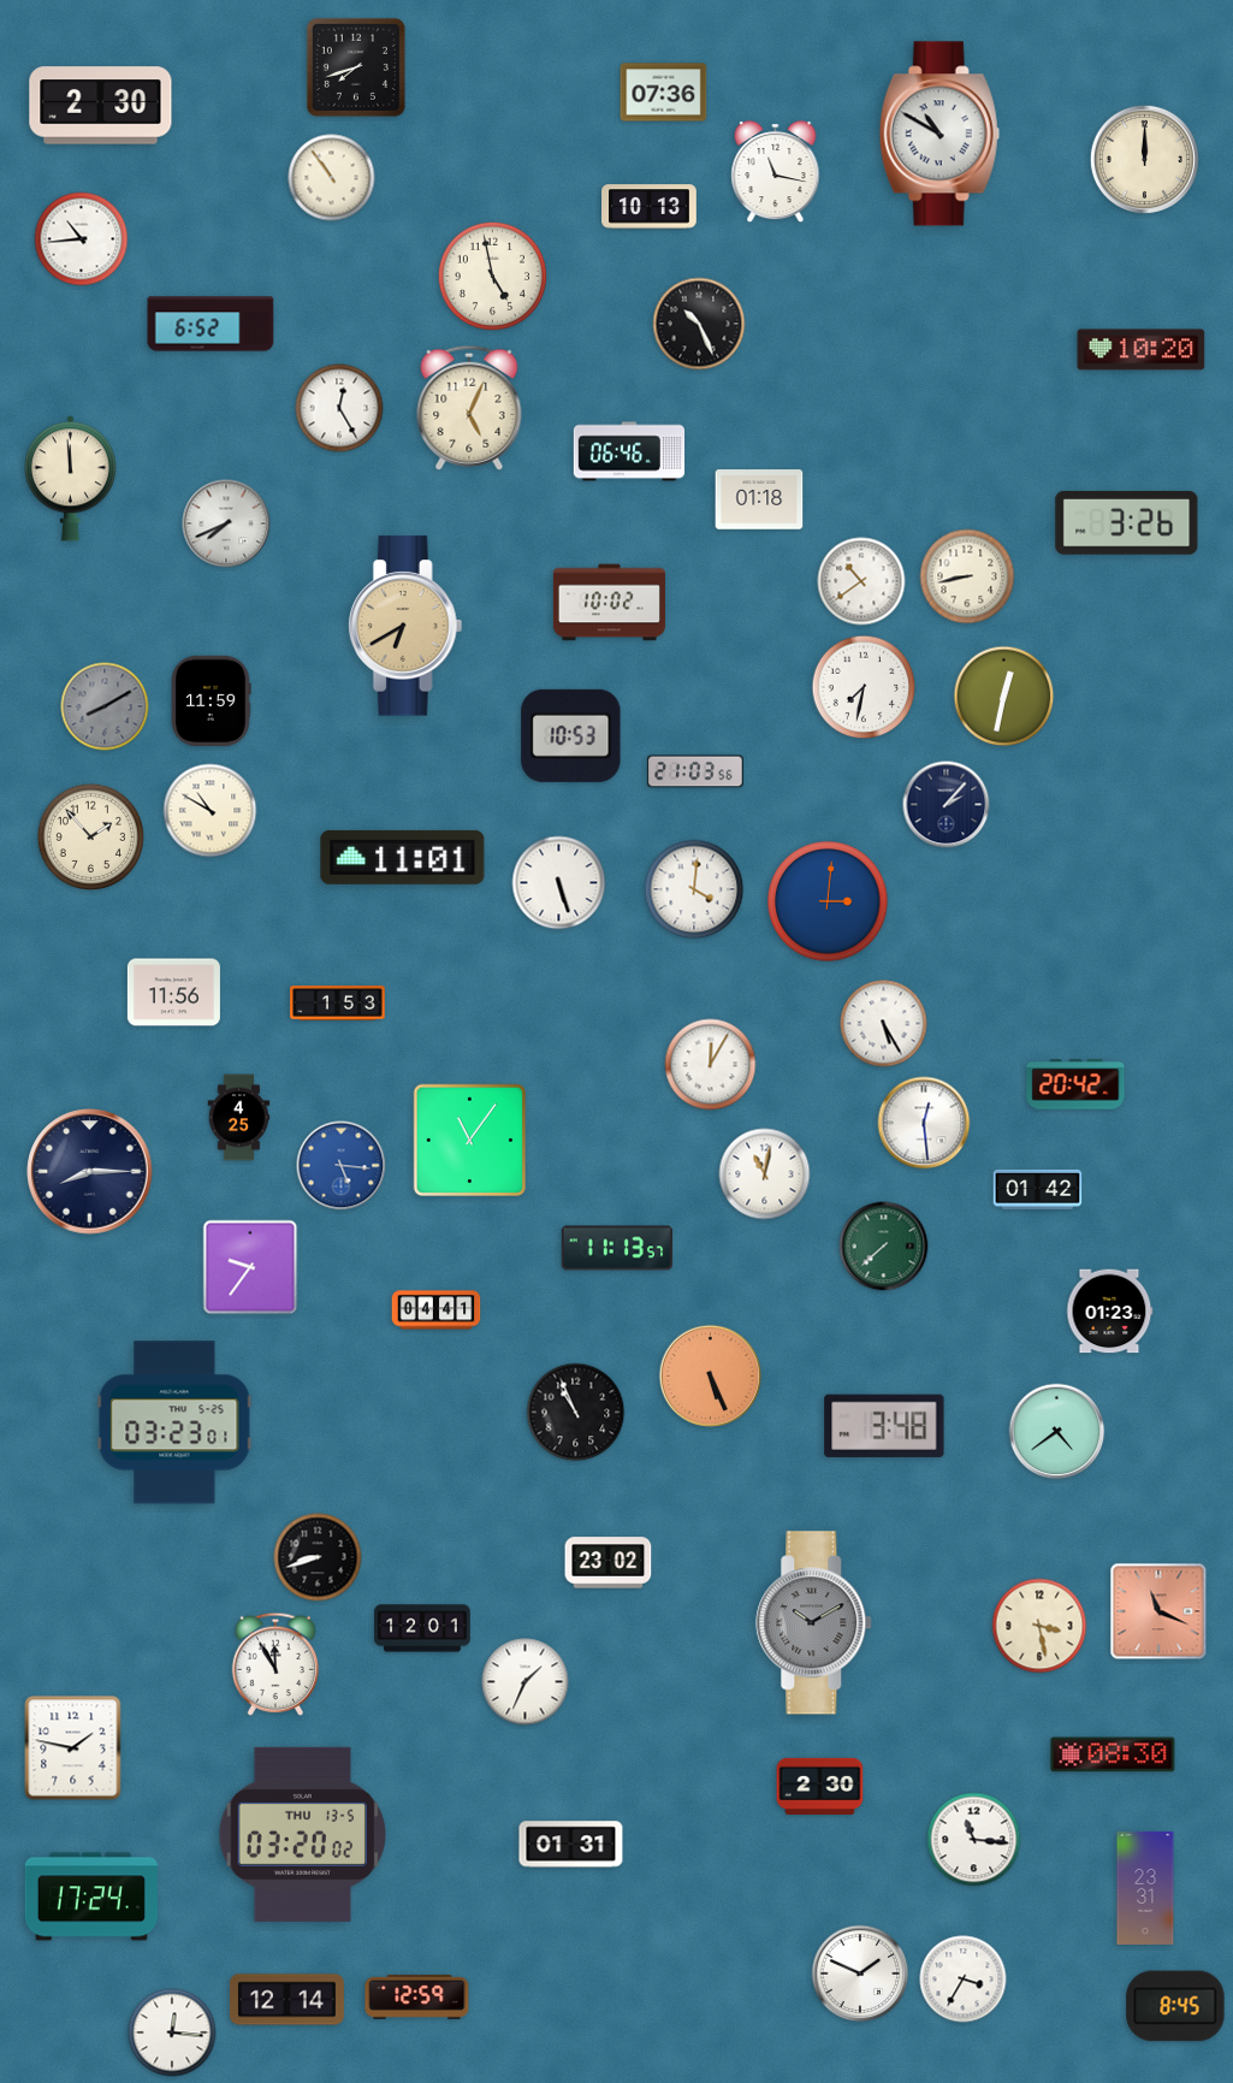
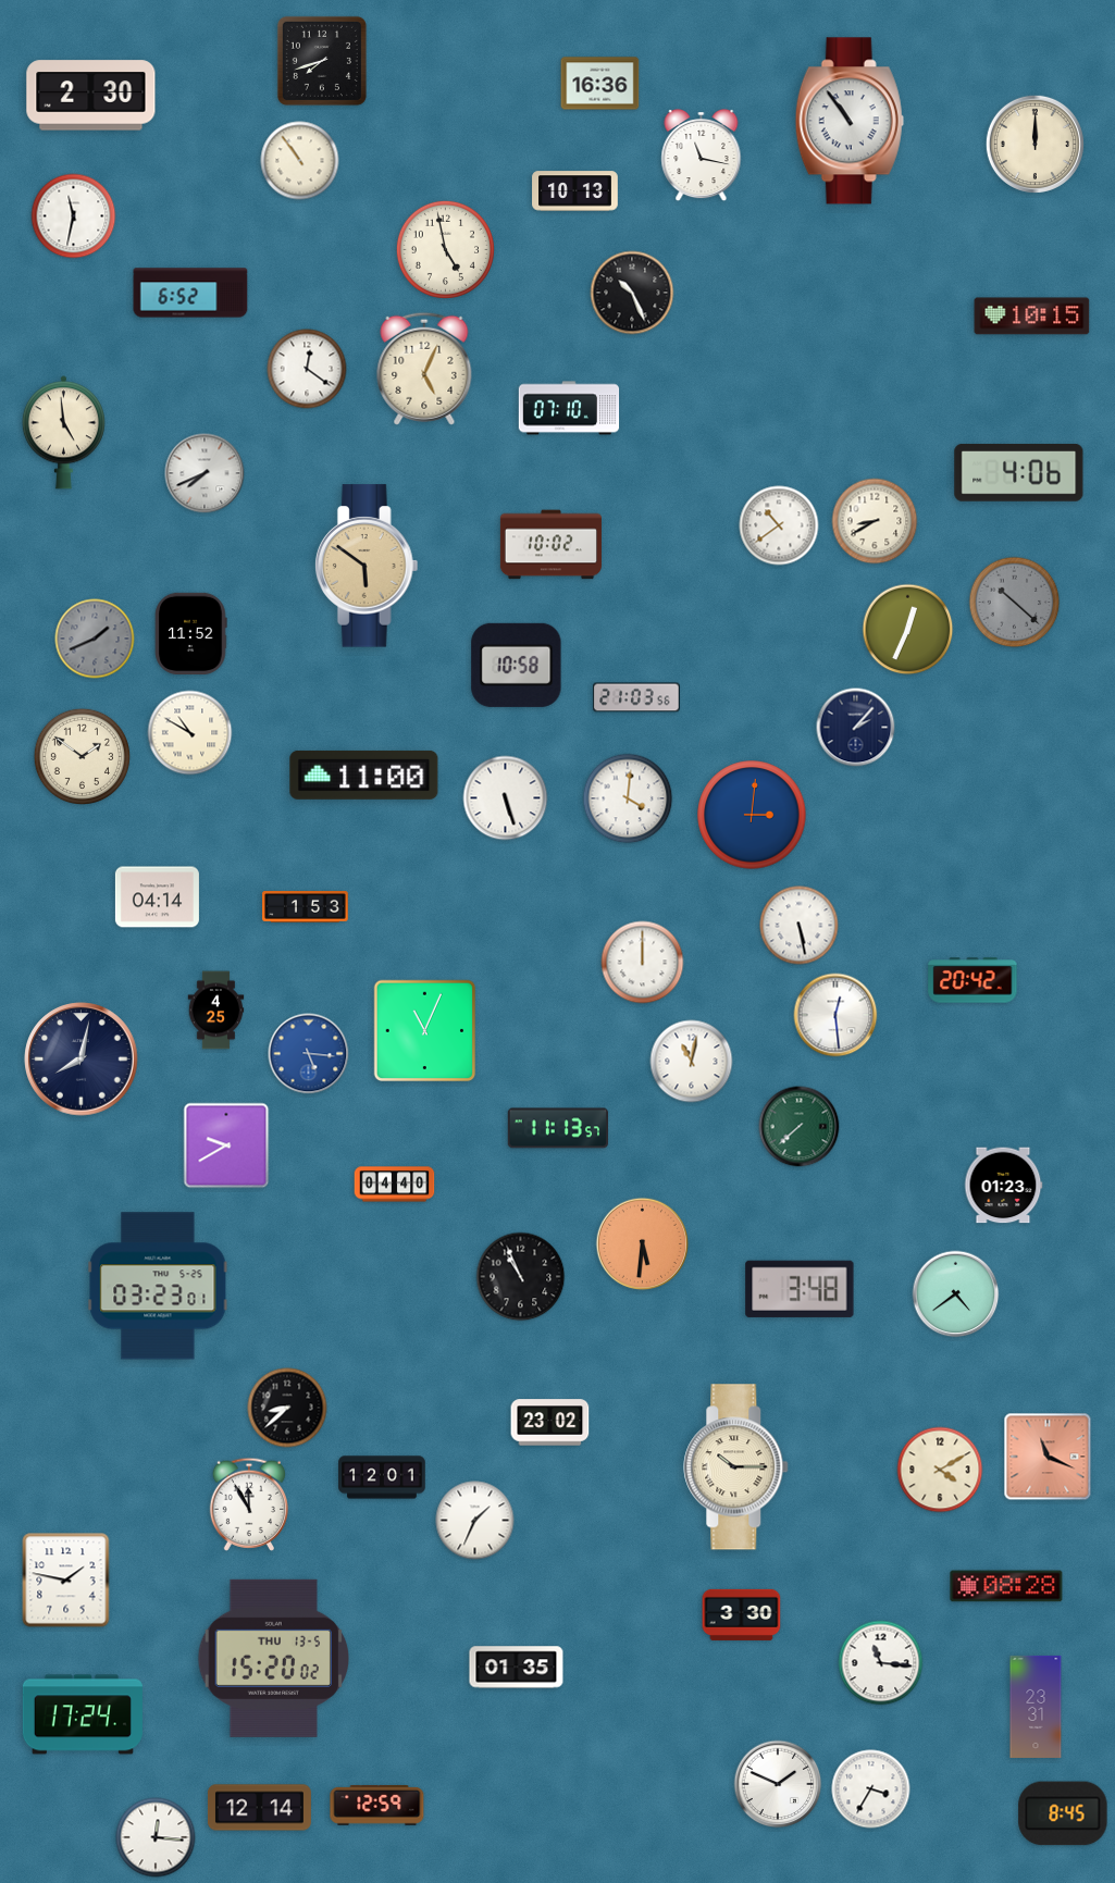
clock at (664, 93): 07:36 -> 16:36
clock at (939, 134): 10:50 -> 10:54
clock at (650, 207) position: (650, 207) -> (575, 191)
clock at (82, 239): 10:44 -> 11:32
clock at (1142, 350): 10:20 -> 10:15
clock at (339, 408): 12:25 -> 12:21
clock at (629, 451): 06:46 -> 07:10
clock at (70, 479): 11:59 -> 4:59
clock at (759, 499): 01:18 -> none
clock at (1127, 523): 3:26 -> 4:06
clock at (967, 576): 8:43 -> 8:40
clock at (405, 626): 6:40 -> 5:51
clock at (1015, 603): none -> 10:22
clock at (864, 687): 7:32 -> none
clock at (1004, 697): 12:32 -> 12:34
clock at (211, 700): 11:59 -> 11:52
clock at (105, 706): 8:10 -> 1:41
clock at (571, 735): 10:53 -> 10:58
clock at (695, 771) position: (695, 771) -> (636, 697)
clock at (90, 836): 1:53 -> 1:51
clock at (403, 857): 11:01 -> 11:00
clock at (694, 889) position: (694, 889) -> (628, 798)
clock at (828, 901) position: (828, 901) -> (752, 815)
clock at (173, 993): 11:56 -> 04:14
clock at (884, 1024): 5:25 -> 5:28
clock at (711, 1065): 12:05 -> 12:00
clock at (470, 1141): 11:06 -> 11:04
clock at (90, 1172): 8:15 -> 8:02
clock at (1038, 1189): 01:42 -> none
clock at (250, 1267): 9:36 -> 9:40
clock at (437, 1310): 04:41 -> 04:40
clock at (711, 1377): 5:26 -> 5:31
clock at (318, 1557): 8:42 -> 8:38
clock at (609, 1563) position: (609, 1563) -> (550, 1423)
clock at (814, 1623): 10:10 -> 10:15
clock at (814, 1623) dial: grey -> cream
clock at (1039, 1626): 3:28 -> 4:10
clock at (422, 1628) position: (422, 1628) -> (382, 1477)
clock at (1113, 1754): 08:30 -> 08:28
clock at (820, 1786): 2:30 -> 3:30
clock at (302, 1834): 03:20 -> 15:20
clock at (571, 1845): 01:31 -> 01:35
